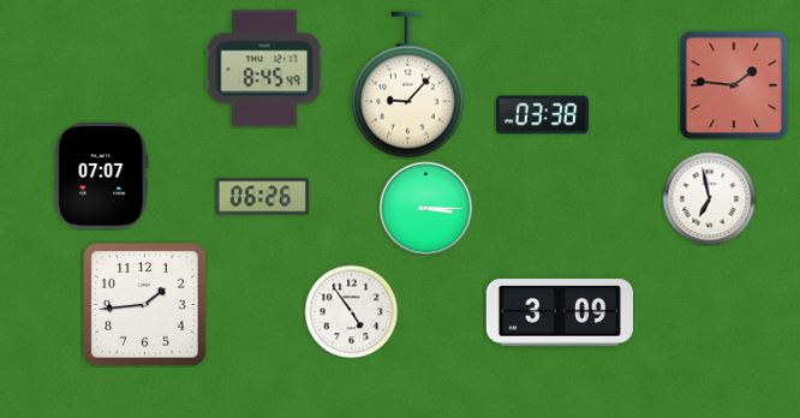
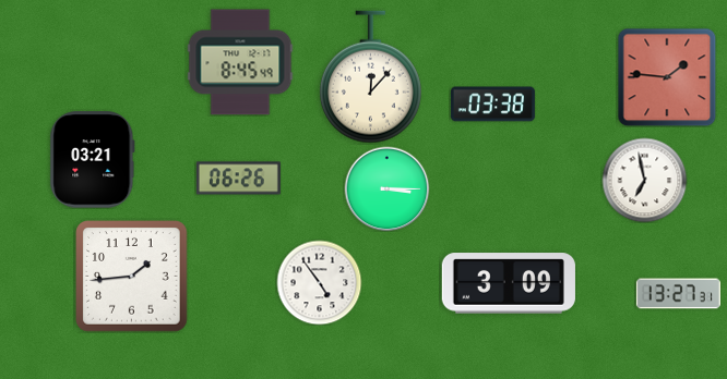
clock at (407, 85): 9:07 -> 12:07
clock at (102, 177): 07:07 -> 03:21
clock at (678, 294): none -> 13:27
